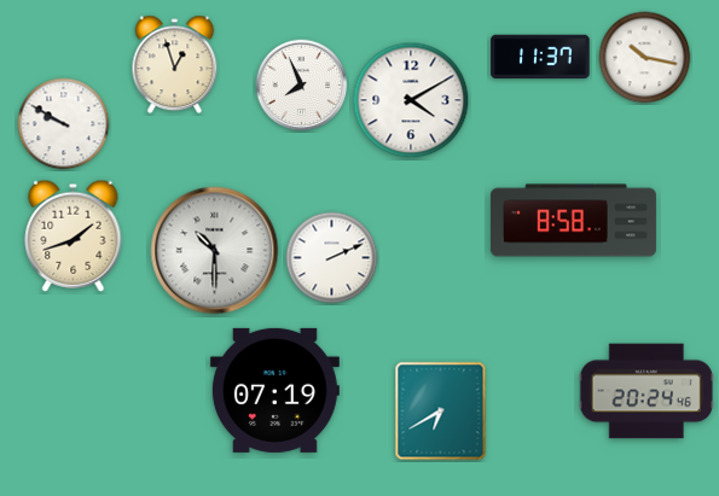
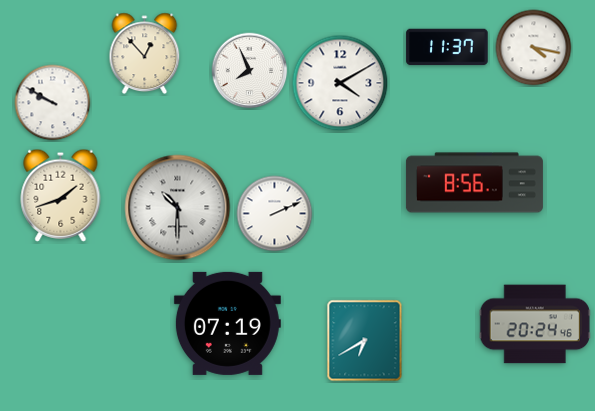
clock at (645, 58): 10:17 -> 4:17
clock at (175, 65): 12:57 -> 12:53
clock at (573, 221): 8:58 -> 8:56
